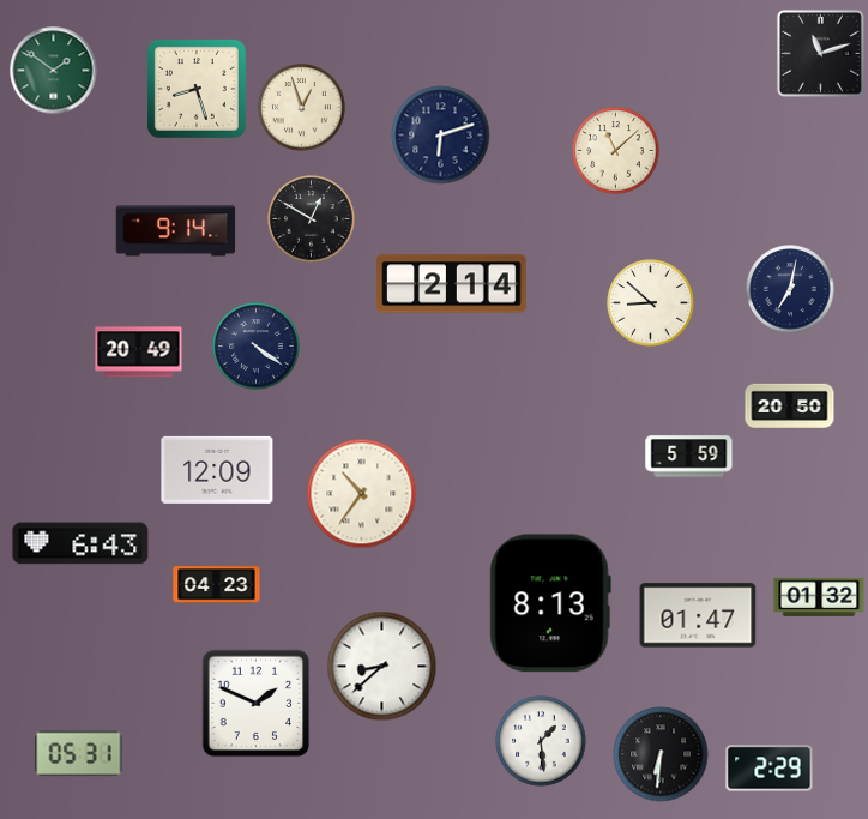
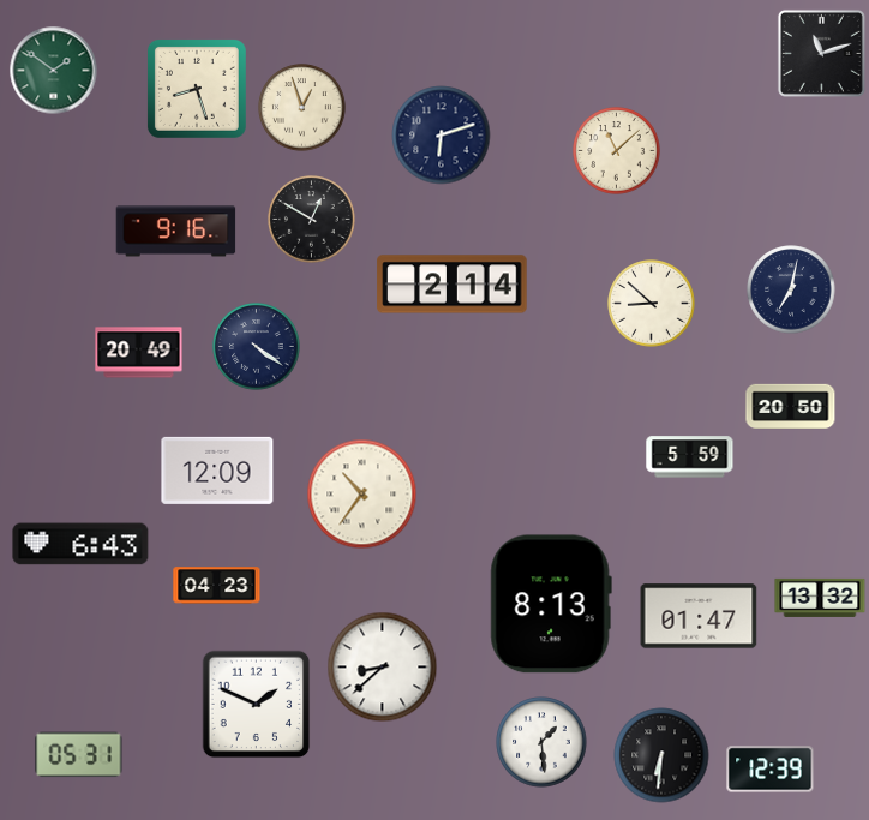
clock at (176, 231): 9:14 -> 9:16
clock at (819, 597): 01:32 -> 13:32
clock at (770, 769): 2:29 -> 12:39
